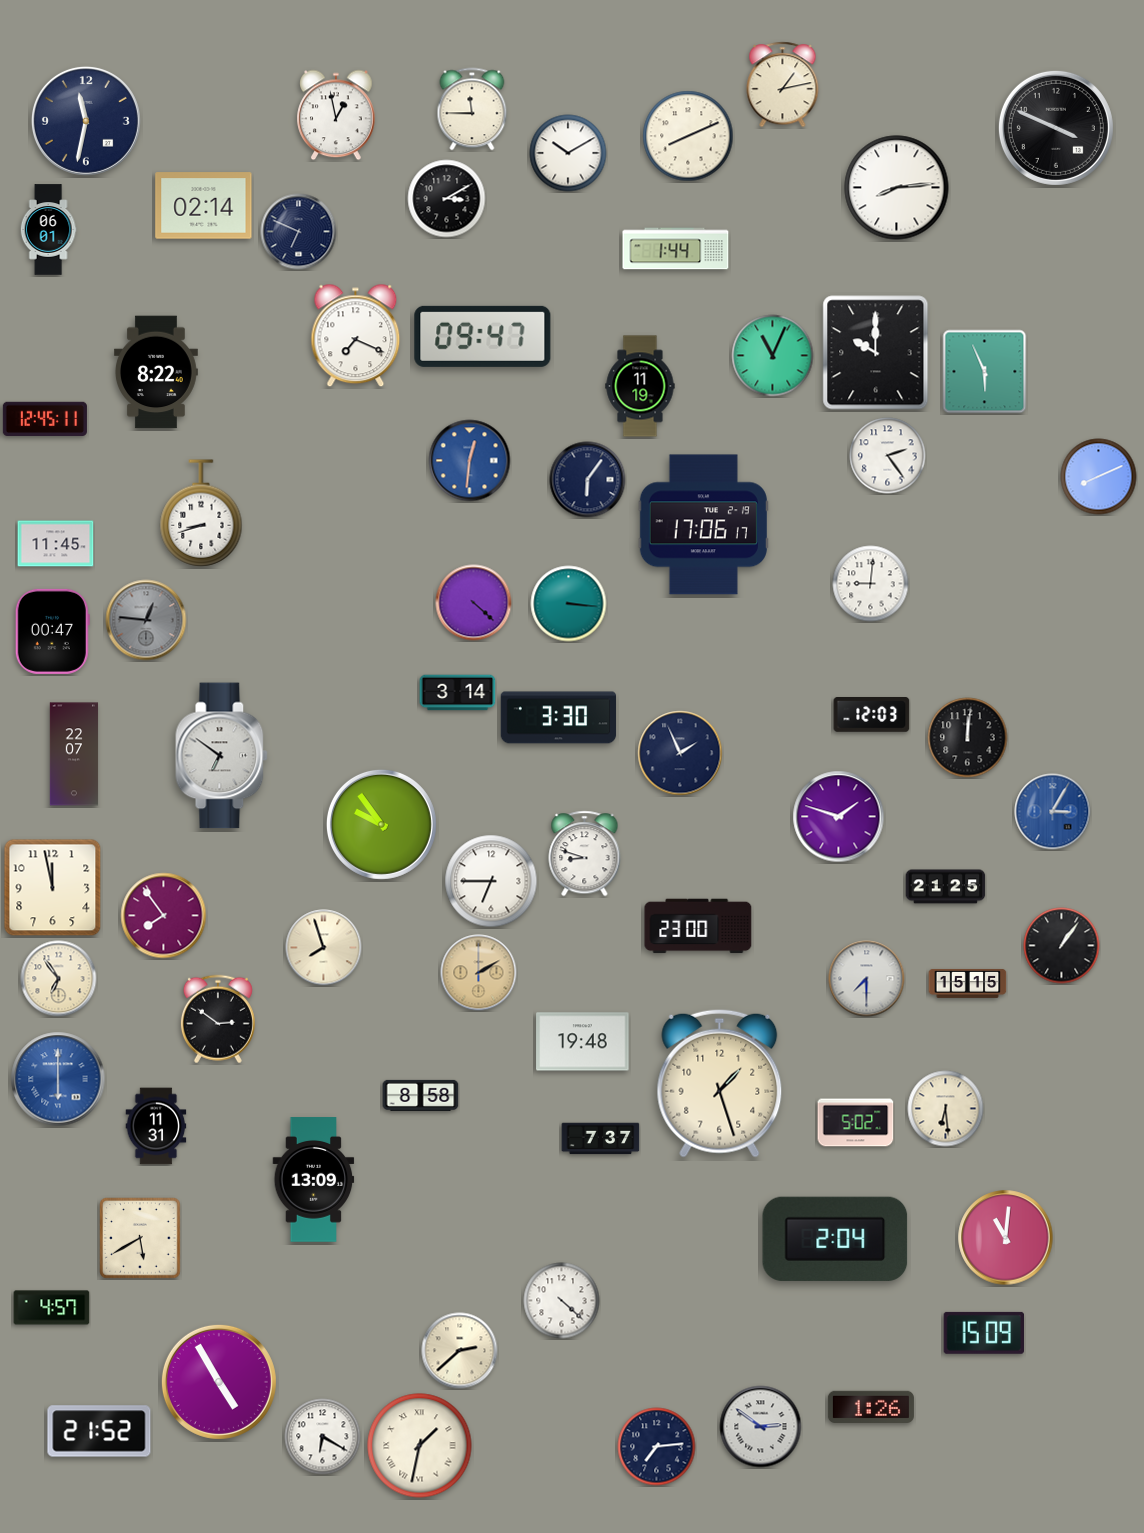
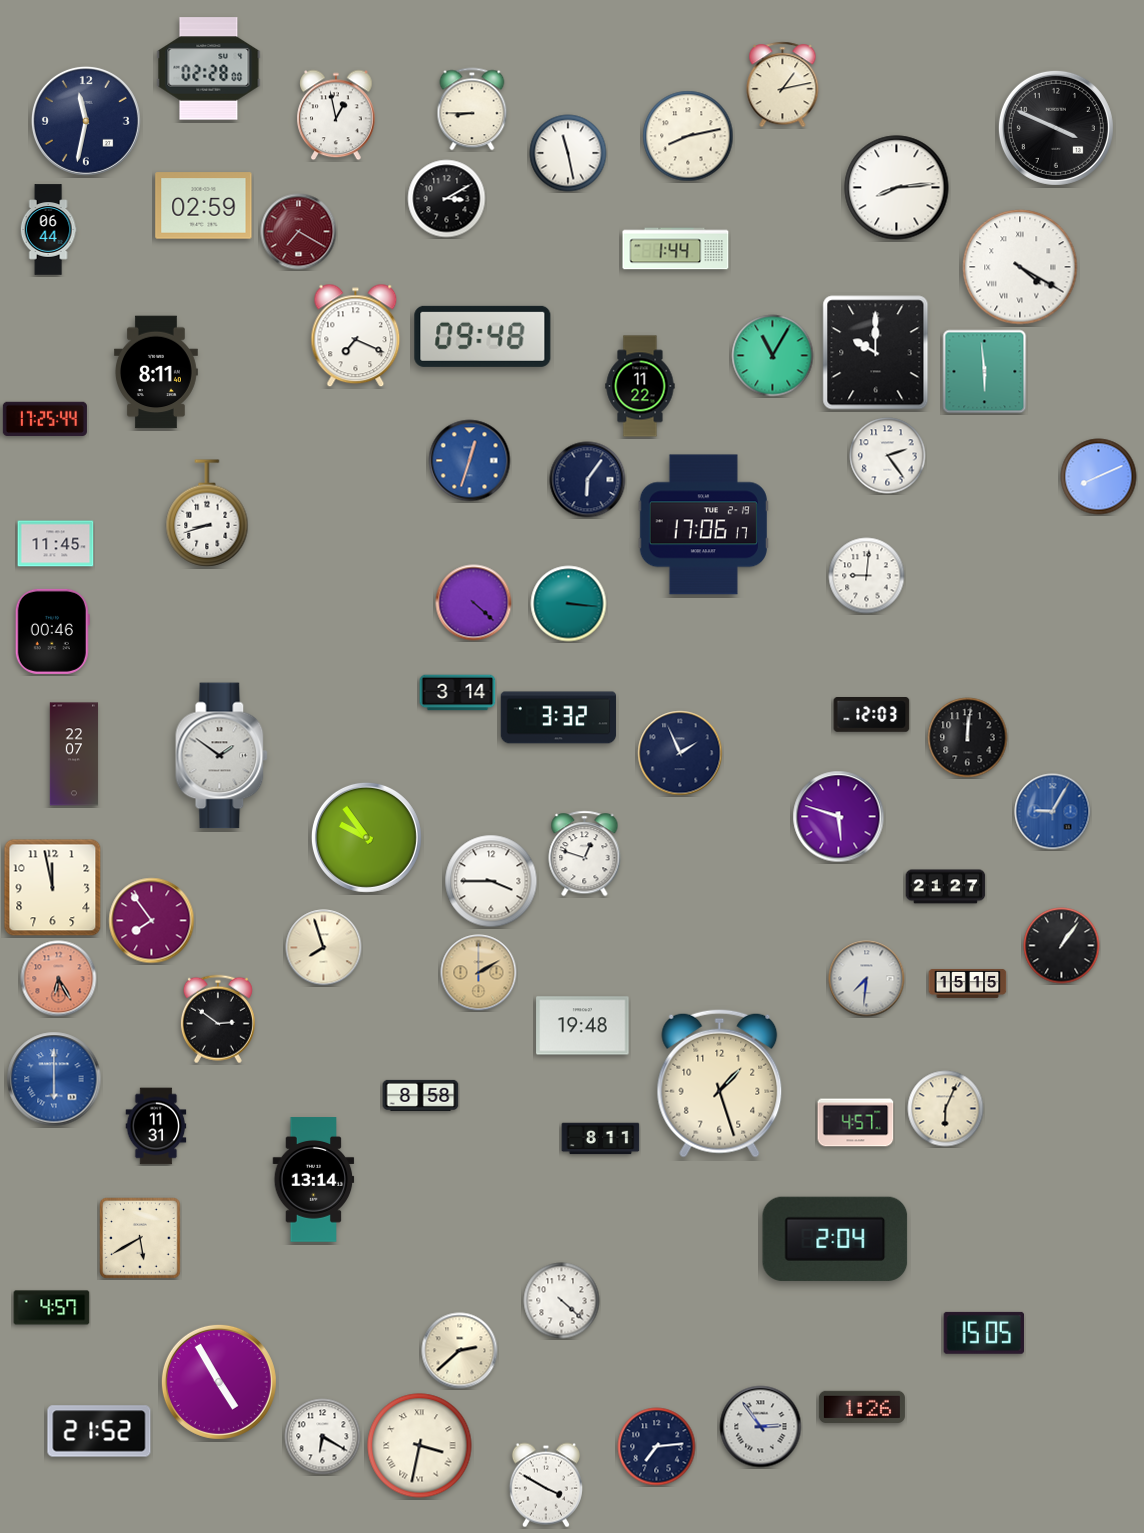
clock at (209, 69): none -> 02:28
clock at (472, 109): 11:45 -> 8:45
clock at (688, 136): 8:11 -> 8:13
clock at (568, 153): 10:10 -> 11:28
clock at (204, 206): 02:14 -> 02:59
clock at (48, 230): 06:01 -> 06:44
clock at (299, 232): 6:49 -> 7:20
clock at (299, 232) dial: navy -> burgundy
clock at (1020, 267): none -> 4:20
clock at (483, 336): 09:47 -> 09:48
clock at (773, 356): 11:04 -> 11:05
clock at (156, 372): 8:22 -> 8:11
clock at (985, 372): 5:56 -> 5:59
clock at (640, 386): 11:19 -> 11:22
clock at (45, 419): 12:45 -> 17:25
clock at (470, 461): 12:31 -> 12:33
clock at (201, 513) position: (201, 513) -> (207, 513)
clock at (871, 584) position: (871, 584) -> (867, 576)
clock at (146, 620): 12:46 -> none
clock at (52, 631): 00:47 -> 00:46
clock at (559, 718): 3:30 -> 3:32
clock at (222, 756): 6:51 -> 1:51
clock at (1053, 812): 3:05 -> 9:05
clock at (839, 817): 1:48 -> 5:48
clock at (381, 824) position: (381, 824) -> (366, 837)
clock at (585, 854): 8:48 -> 12:48
clock at (491, 881): 6:45 -> 3:45
clock at (946, 887): 21:25 -> 21:27
clock at (164, 916) position: (164, 916) -> (152, 921)
clock at (698, 926): 23:00 -> none
clock at (59, 979): 6:54 -> 6:25
clock at (59, 979) dial: cream -> salmon
clock at (867, 979): 7:30 -> 7:31
clock at (583, 1042) position: (583, 1042) -> (583, 1026)
clock at (58, 1079) position: (58, 1079) -> (54, 1079)
clock at (946, 1109): 6:29 -> 6:04
clock at (856, 1123): 5:02 -> 4:57
clock at (601, 1139): 7:37 -> 8:11
clock at (314, 1180): 13:09 -> 13:14
clock at (1006, 1238): 11:01 -> none
clock at (983, 1333): 15:09 -> 15:05
clock at (871, 1406) position: (871, 1406) -> (862, 1406)
clock at (761, 1427): 2:51 -> 2:54
clock at (420, 1446): 1:32 -> 3:32
clock at (546, 1485): none -> 3:50
